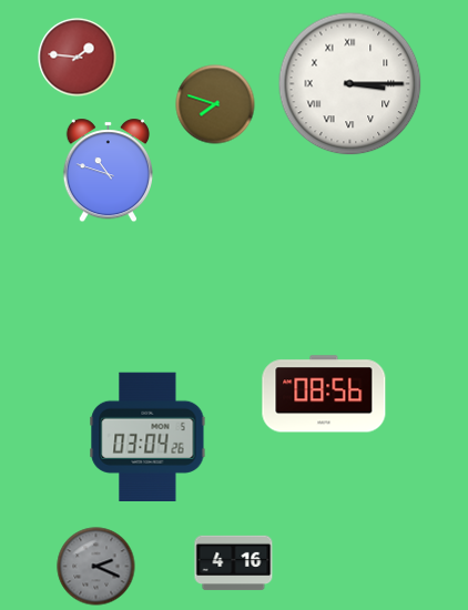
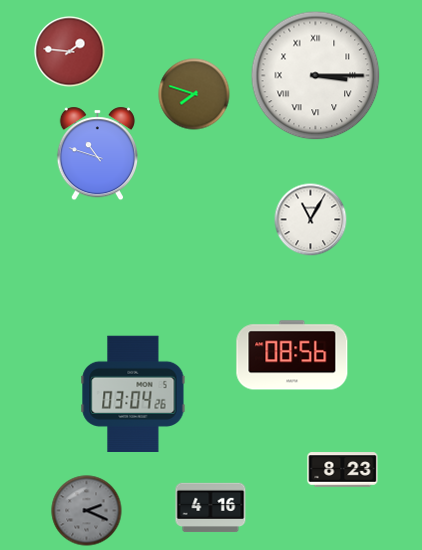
clock at (311, 220): none -> 11:05
clock at (343, 470): none -> 8:23
